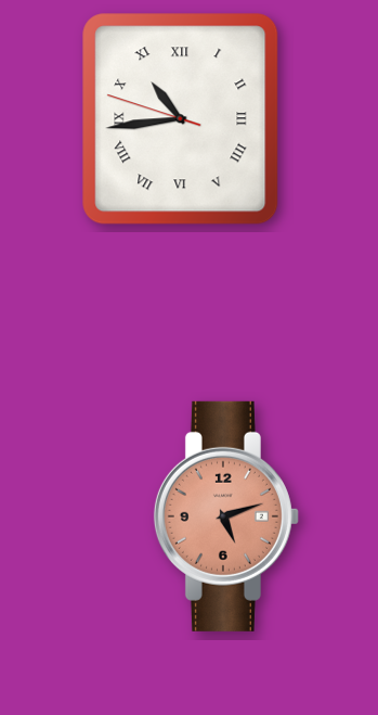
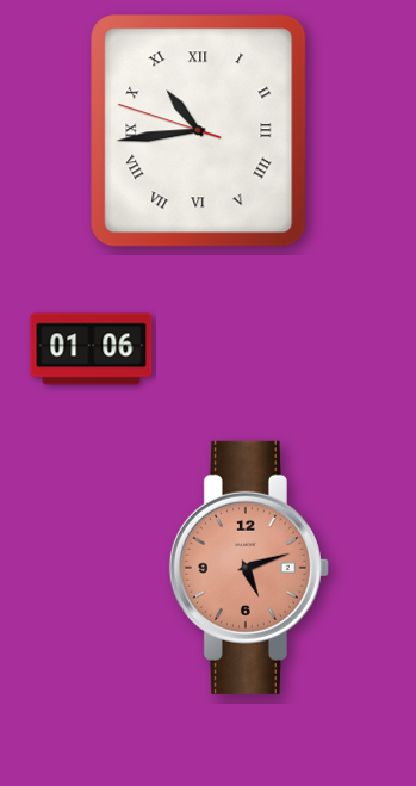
clock at (92, 349): none -> 01:06
